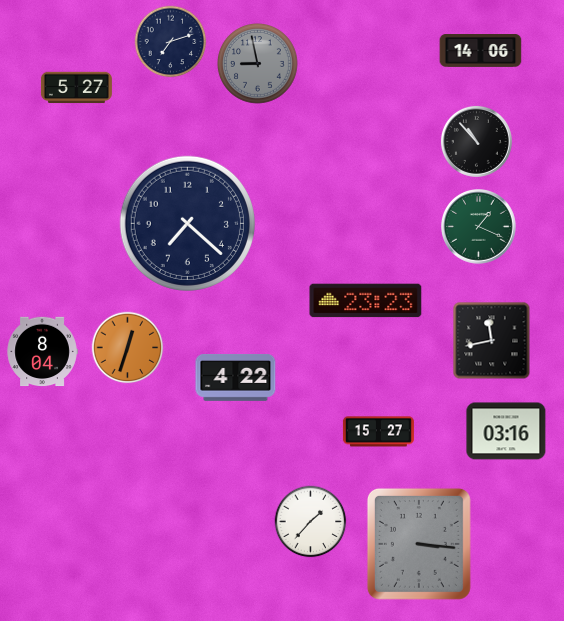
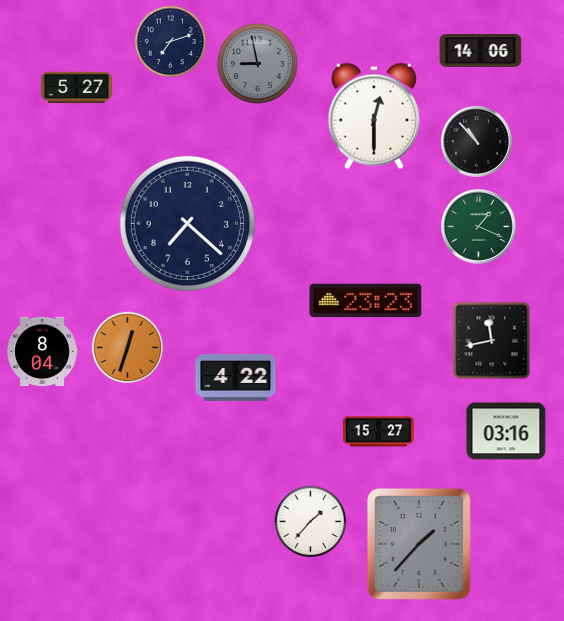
clock at (374, 116): none -> 12:30
clock at (419, 544): 3:16 -> 1:37
